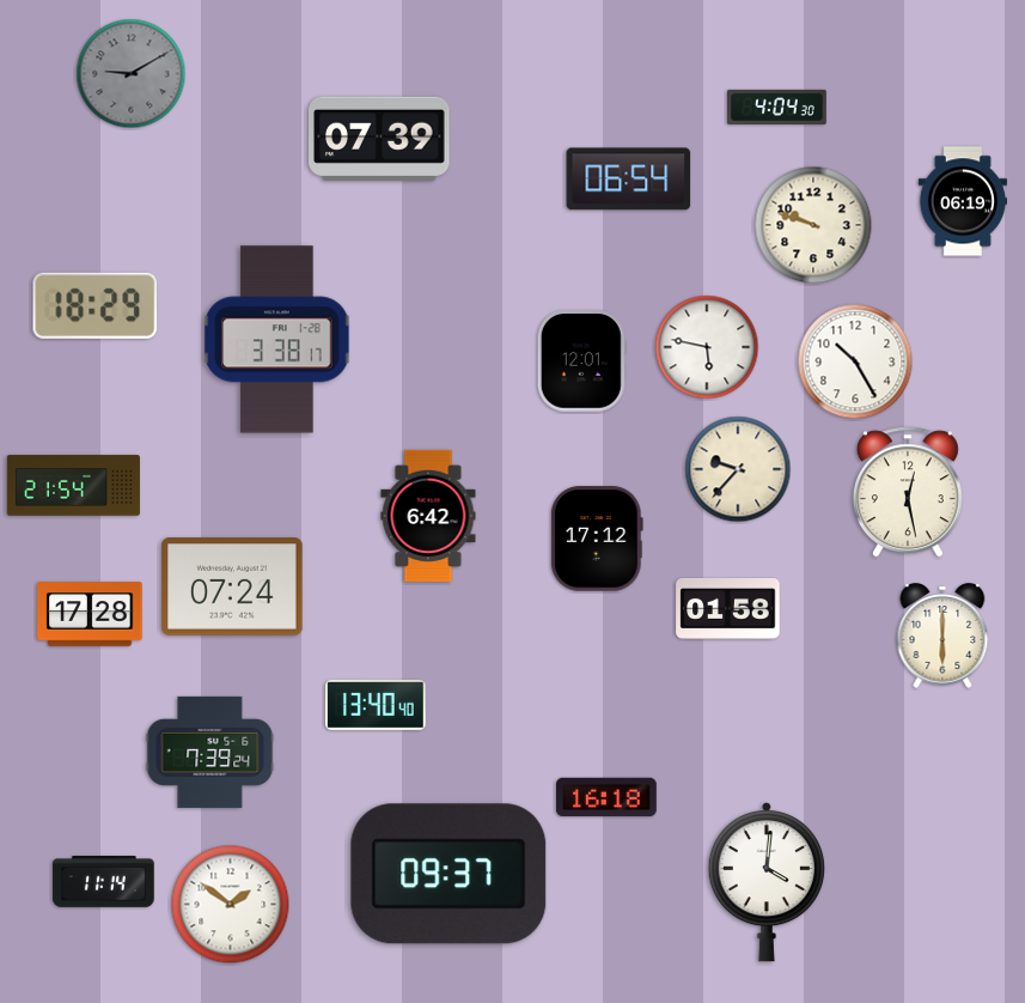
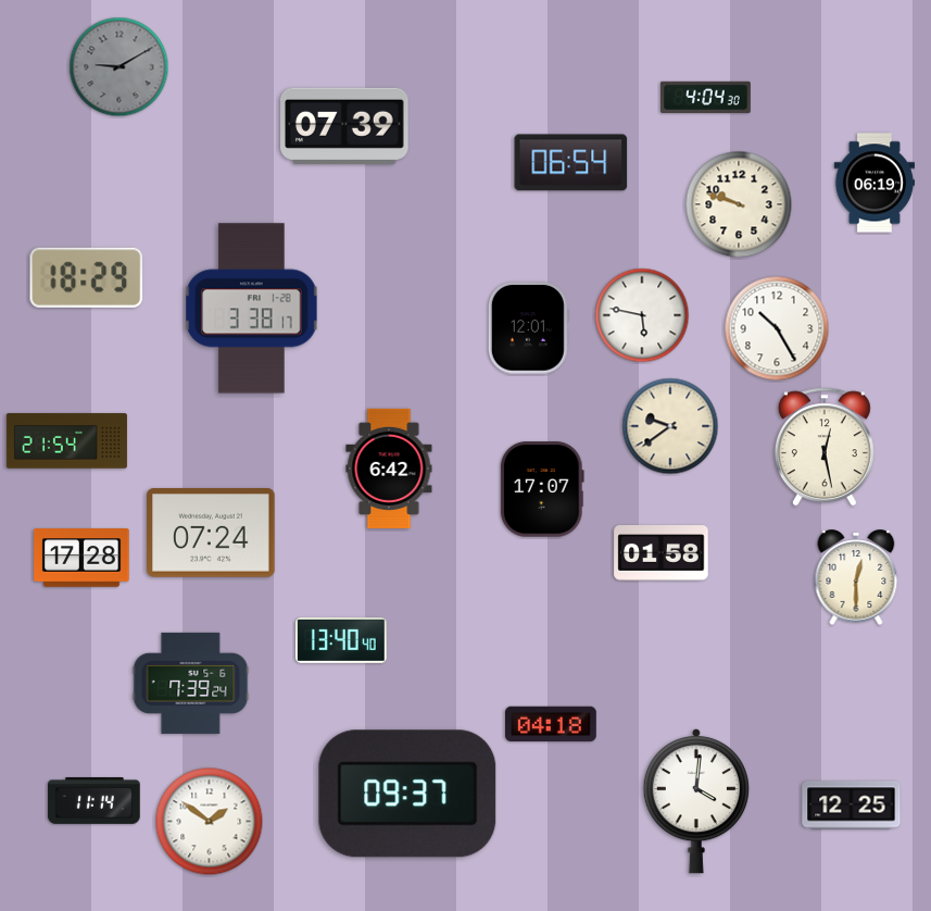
clock at (738, 469): 9:37 -> 9:39
clock at (597, 539): 17:12 -> 17:07
clock at (942, 636): 6:00 -> 12:30
clock at (608, 797): 16:18 -> 04:18
clock at (852, 806): none -> 12:25
